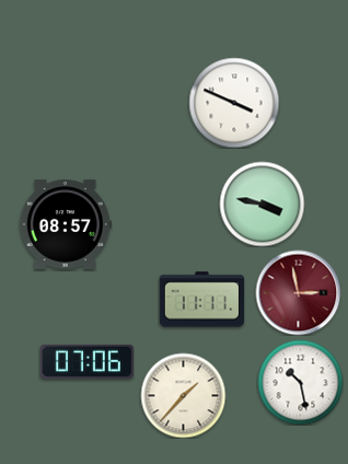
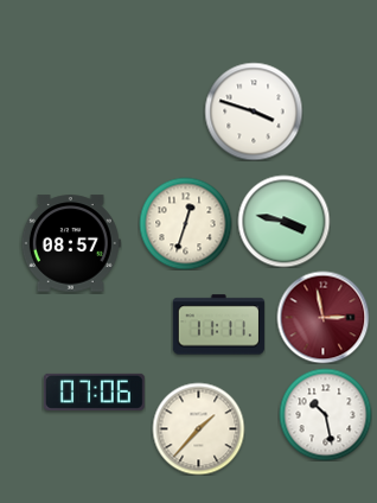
clock at (234, 103): 3:49 -> 3:48
clock at (185, 223): none -> 12:33
